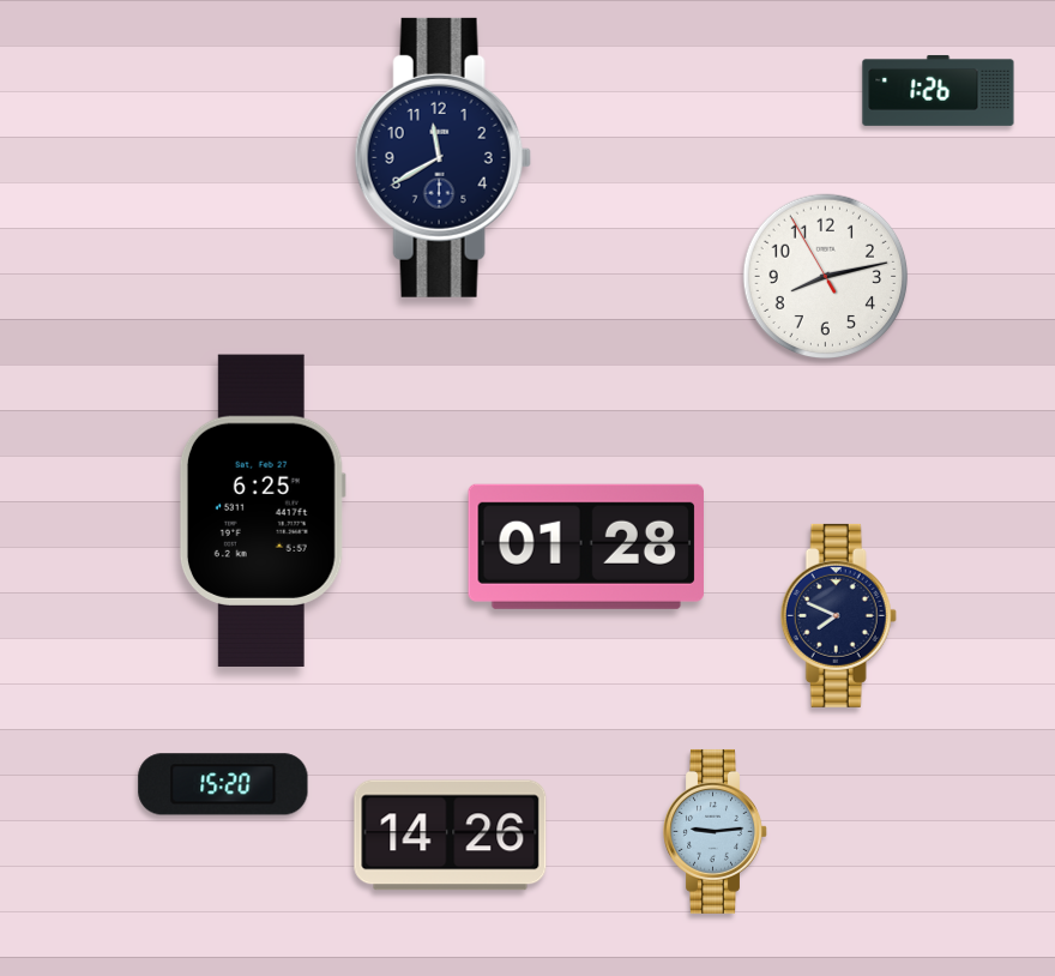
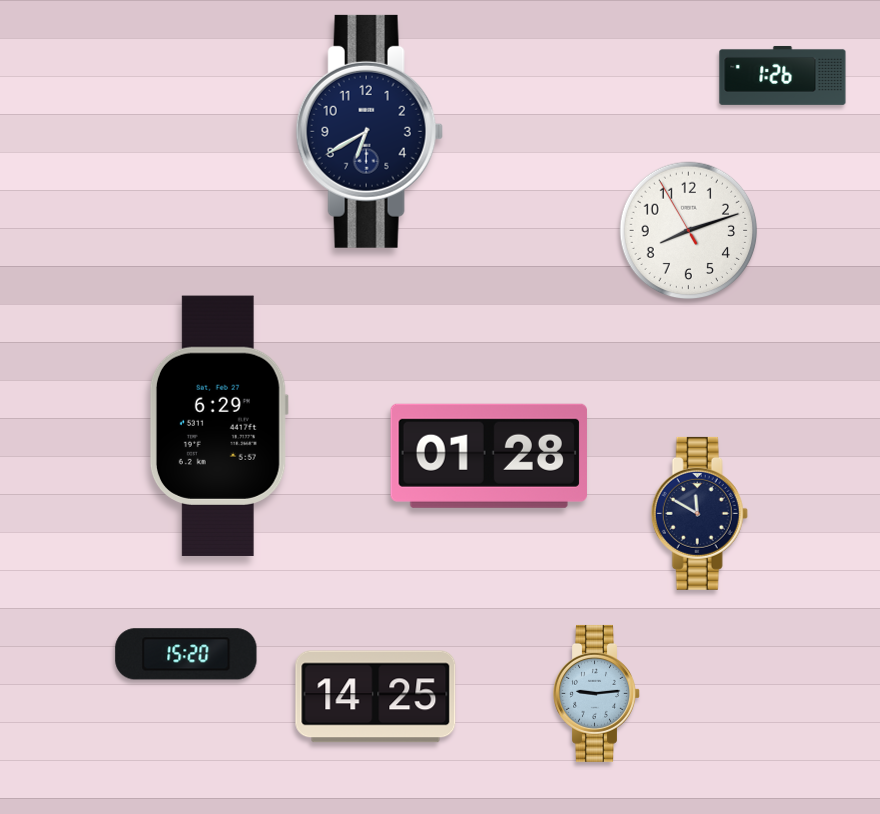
clock at (442, 157): 11:40 -> 6:40
clock at (826, 277): 8:12 -> 8:11
clock at (263, 511): 6:25 -> 6:29
clock at (838, 615): 7:49 -> 11:50
clock at (451, 836): 14:26 -> 14:25
